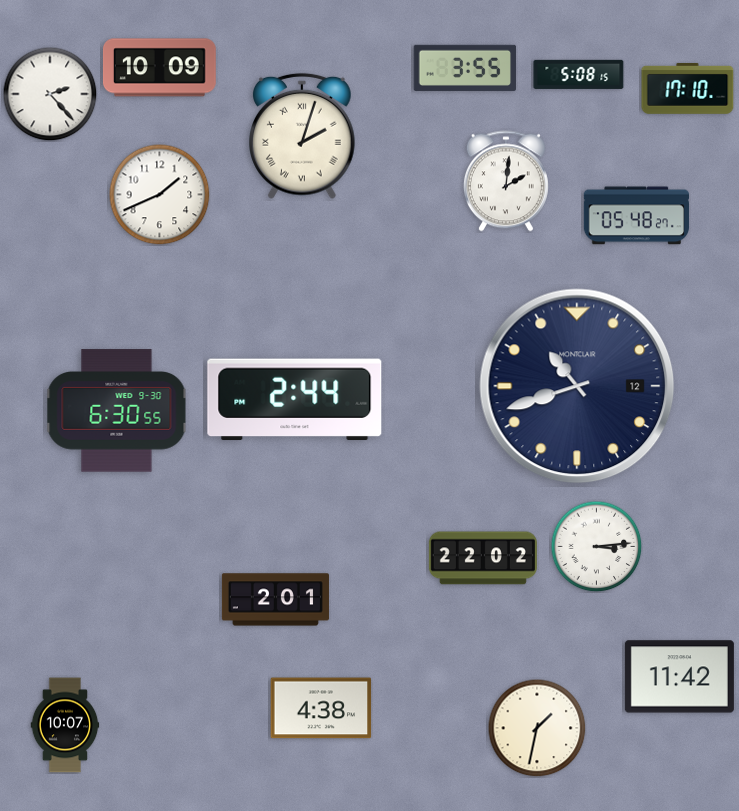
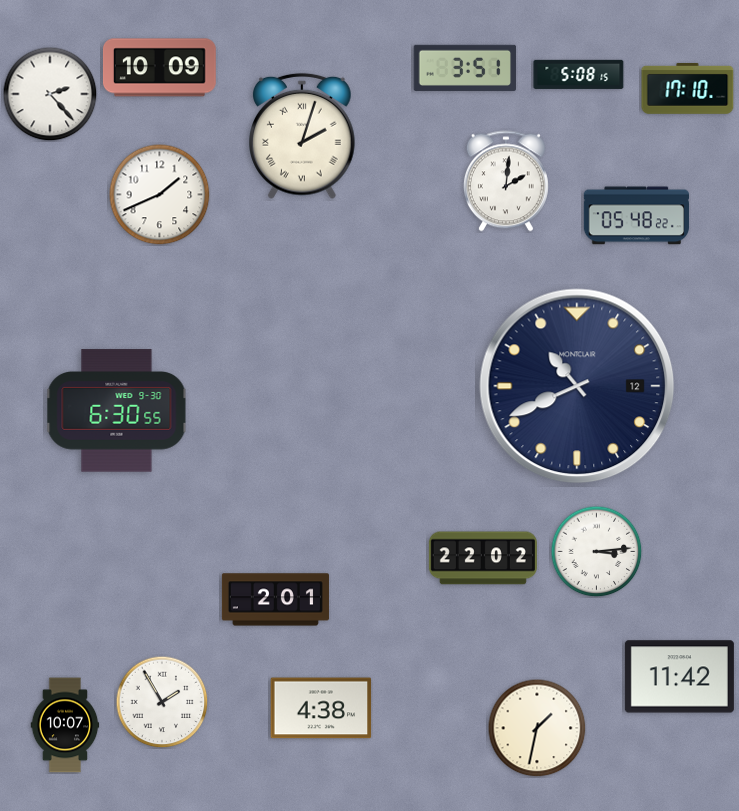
clock at (465, 68): 3:55 -> 3:51
clock at (636, 216): 05:48:27 -> 05:48:22
clock at (577, 386): 10:42 -> 10:41
clock at (295, 400): 2:44 -> none
clock at (596, 546) position: (596, 546) -> (596, 551)
clock at (162, 702): none -> 1:55
